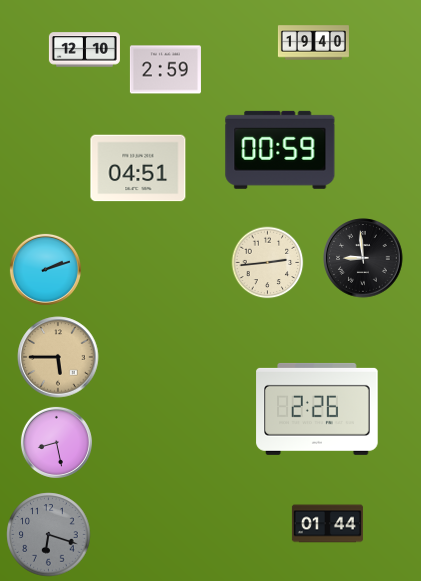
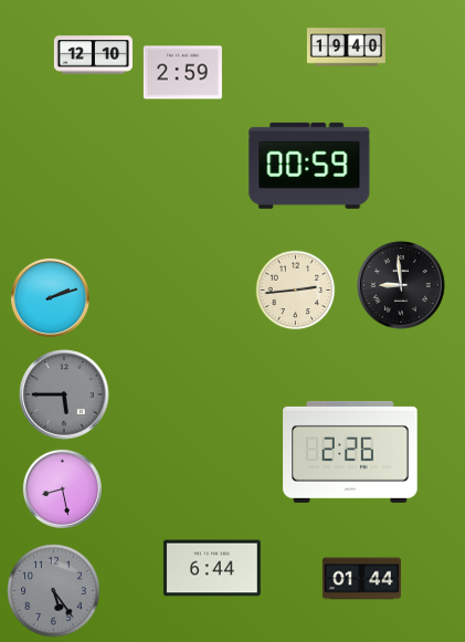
clock at (165, 70) position: (165, 70) -> (182, 73)
clock at (138, 168): 04:51 -> none
clock at (58, 357) dial: champagne -> grey
clock at (212, 568): none -> 6:44
clock at (49, 535): 6:18 -> 5:24
